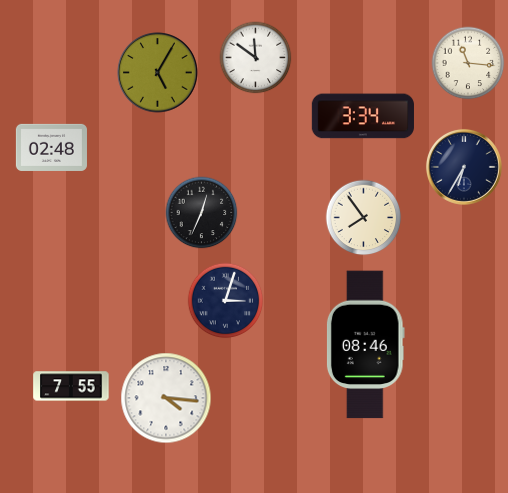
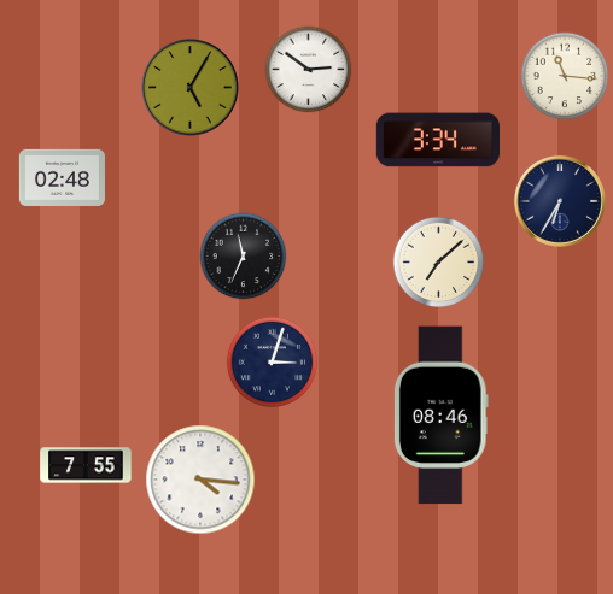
clock at (256, 58): 11:51 -> 2:51
clock at (202, 213): 12:34 -> 11:34
clock at (364, 218): 7:54 -> 7:08
